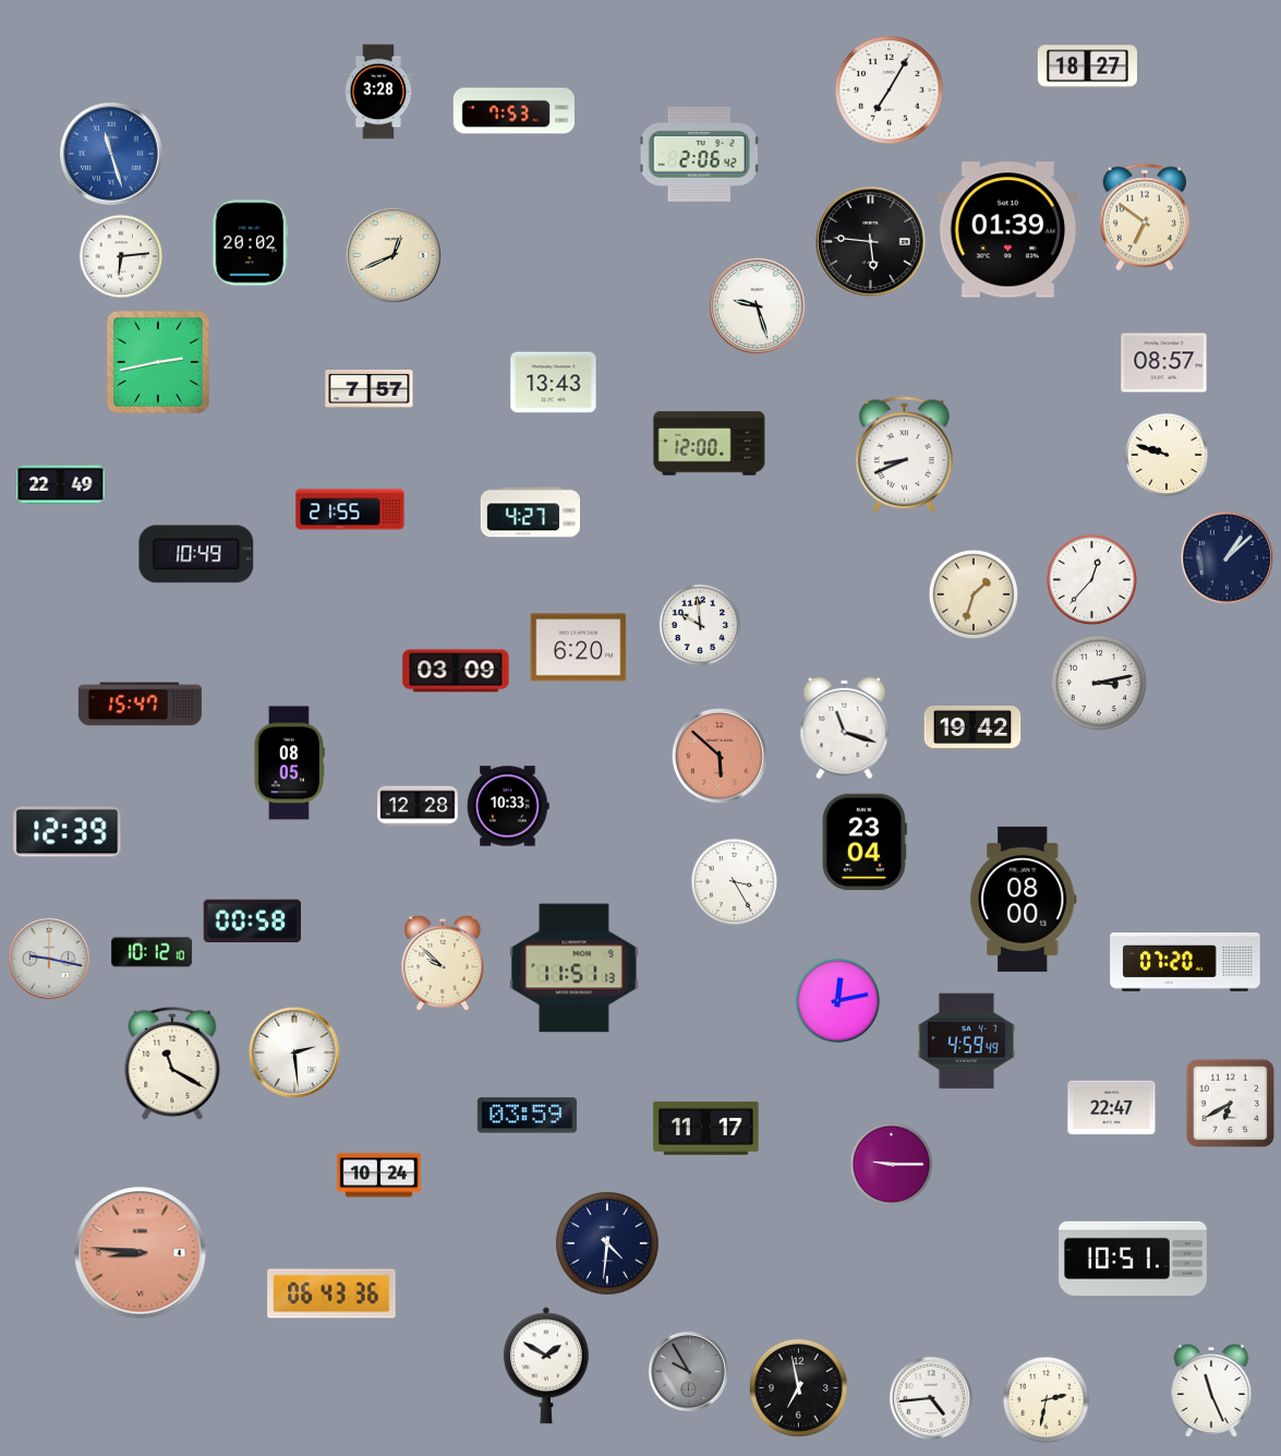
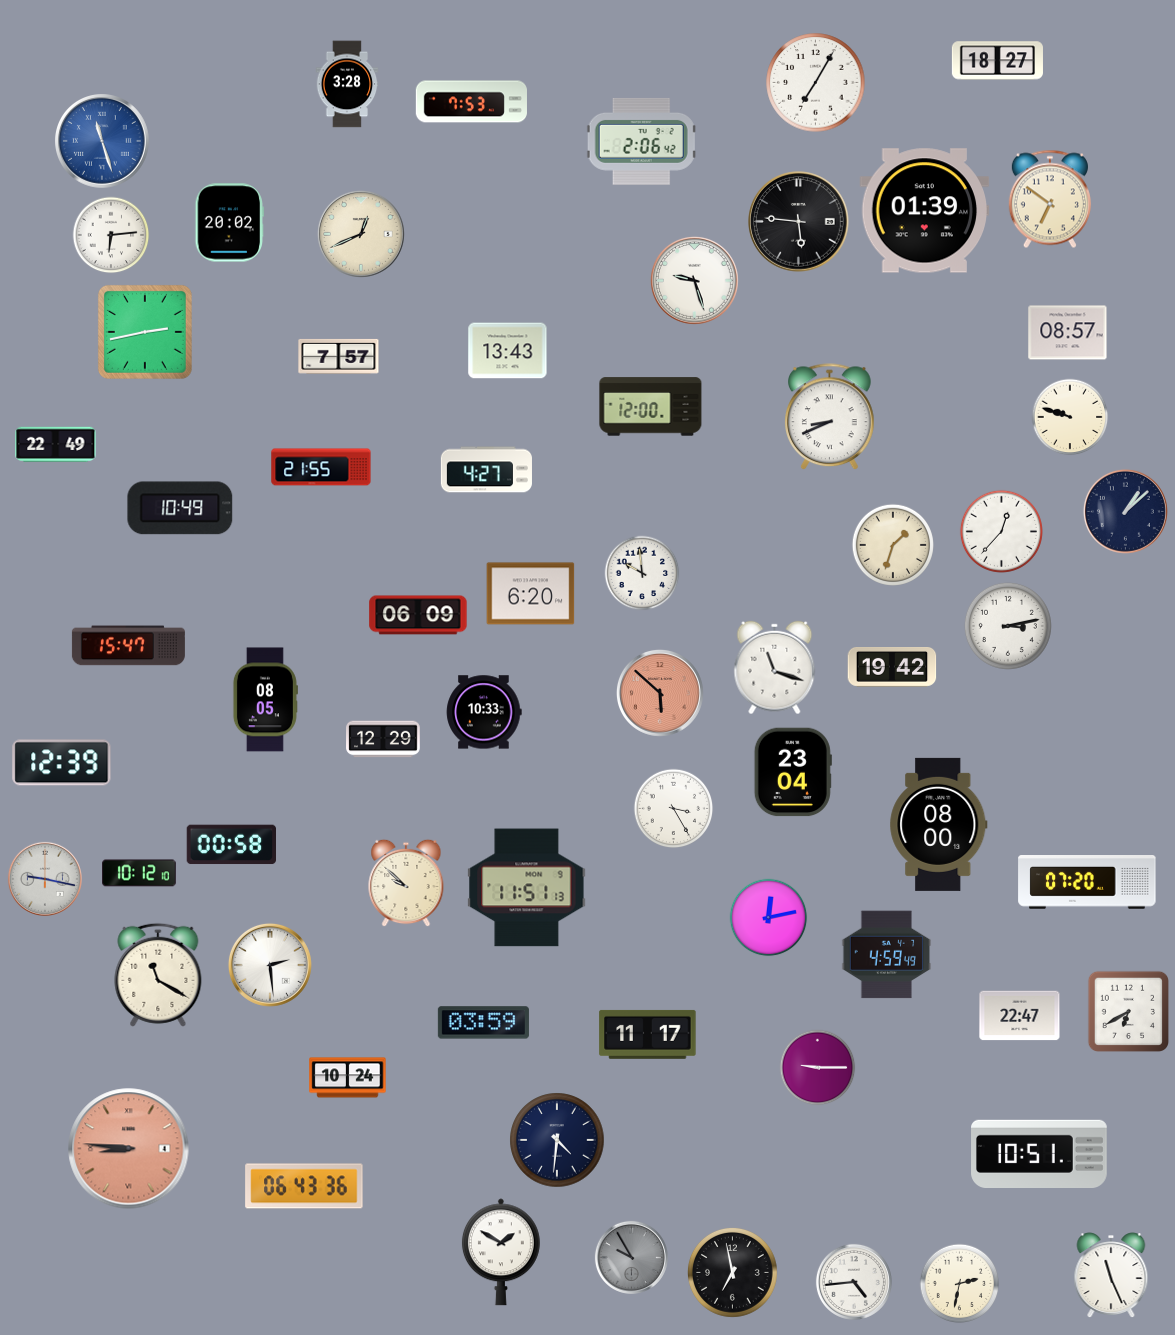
clock at (456, 671): 03:09 -> 06:09
clock at (418, 806): 12:28 -> 12:29
clock at (508, 806) position: (508, 806) -> (484, 712)
